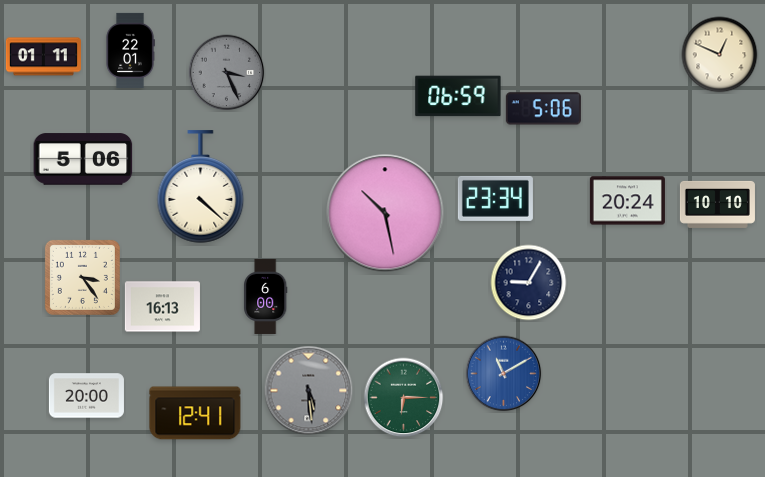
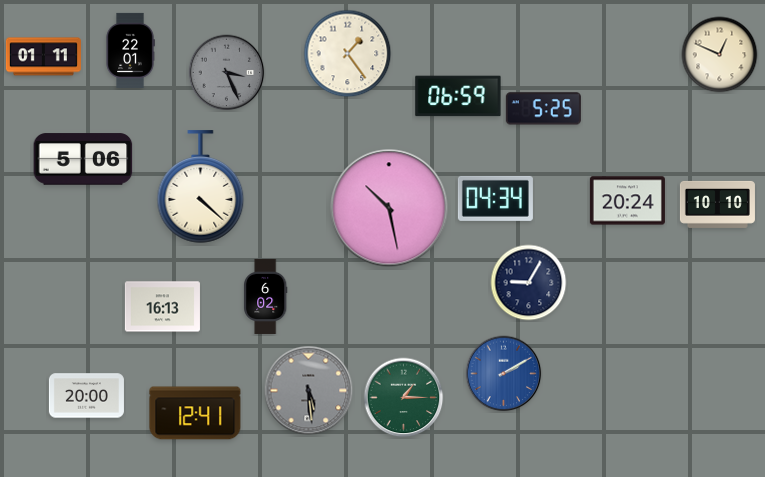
clock at (348, 54): none -> 1:24
clock at (543, 109): 5:06 -> 5:25
clock at (495, 198): 23:34 -> 04:34
clock at (385, 213) position: (385, 213) -> (389, 208)
clock at (82, 277): 3:24 -> none
clock at (266, 296): 6:00 -> 6:02
clock at (504, 374): 11:10 -> 2:10
clock at (404, 398): 6:15 -> 1:15
